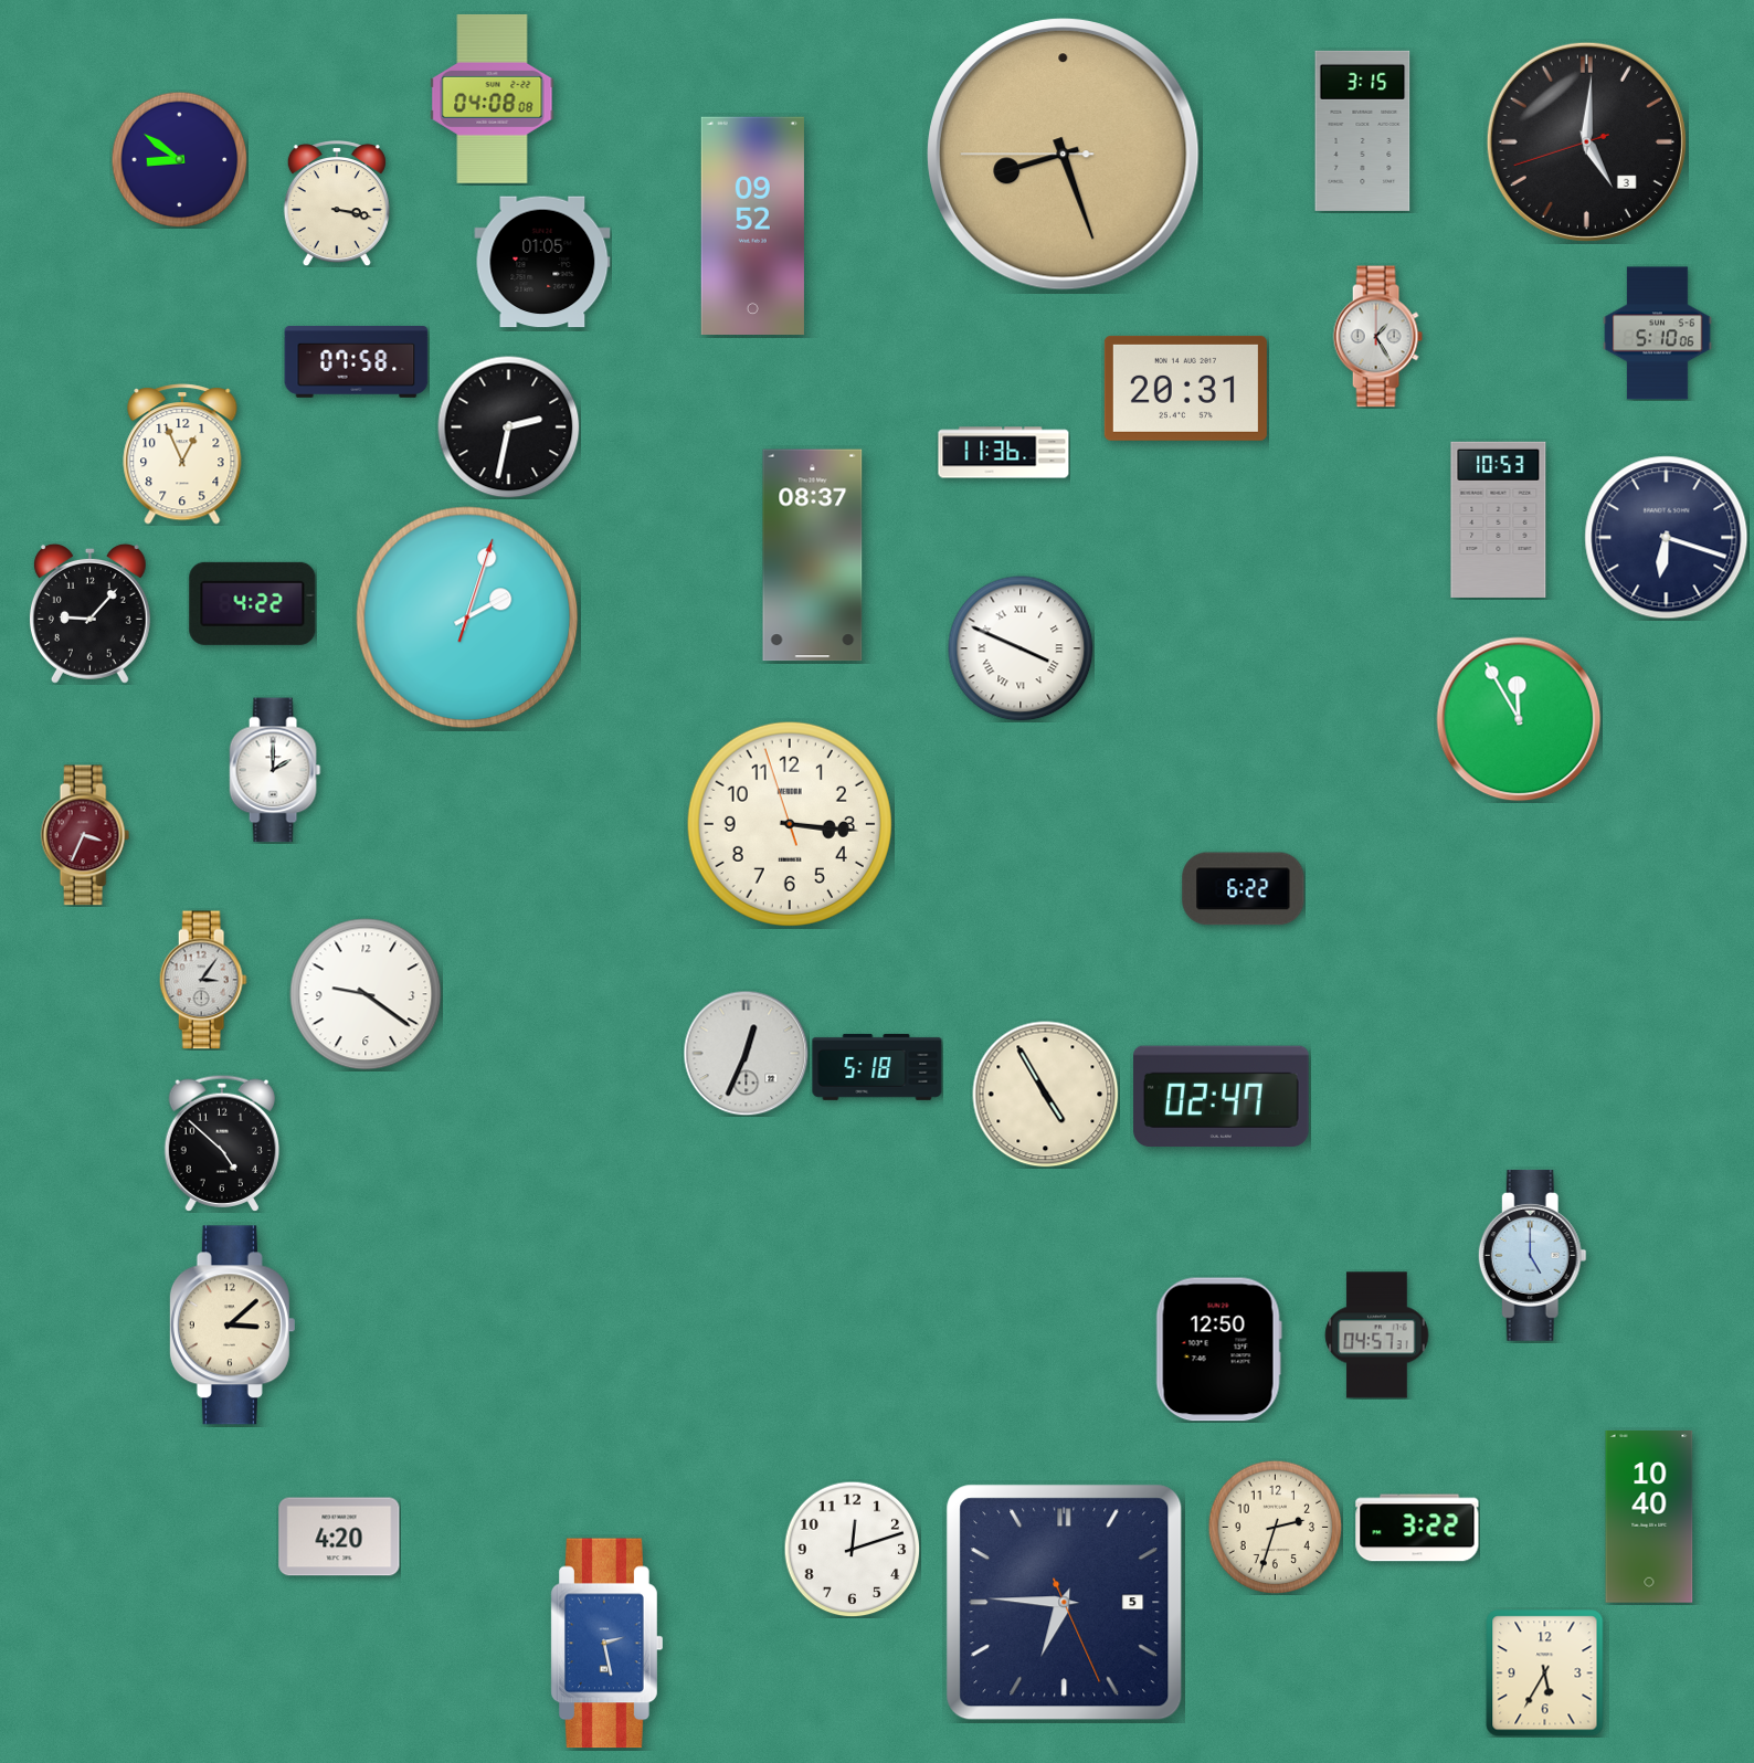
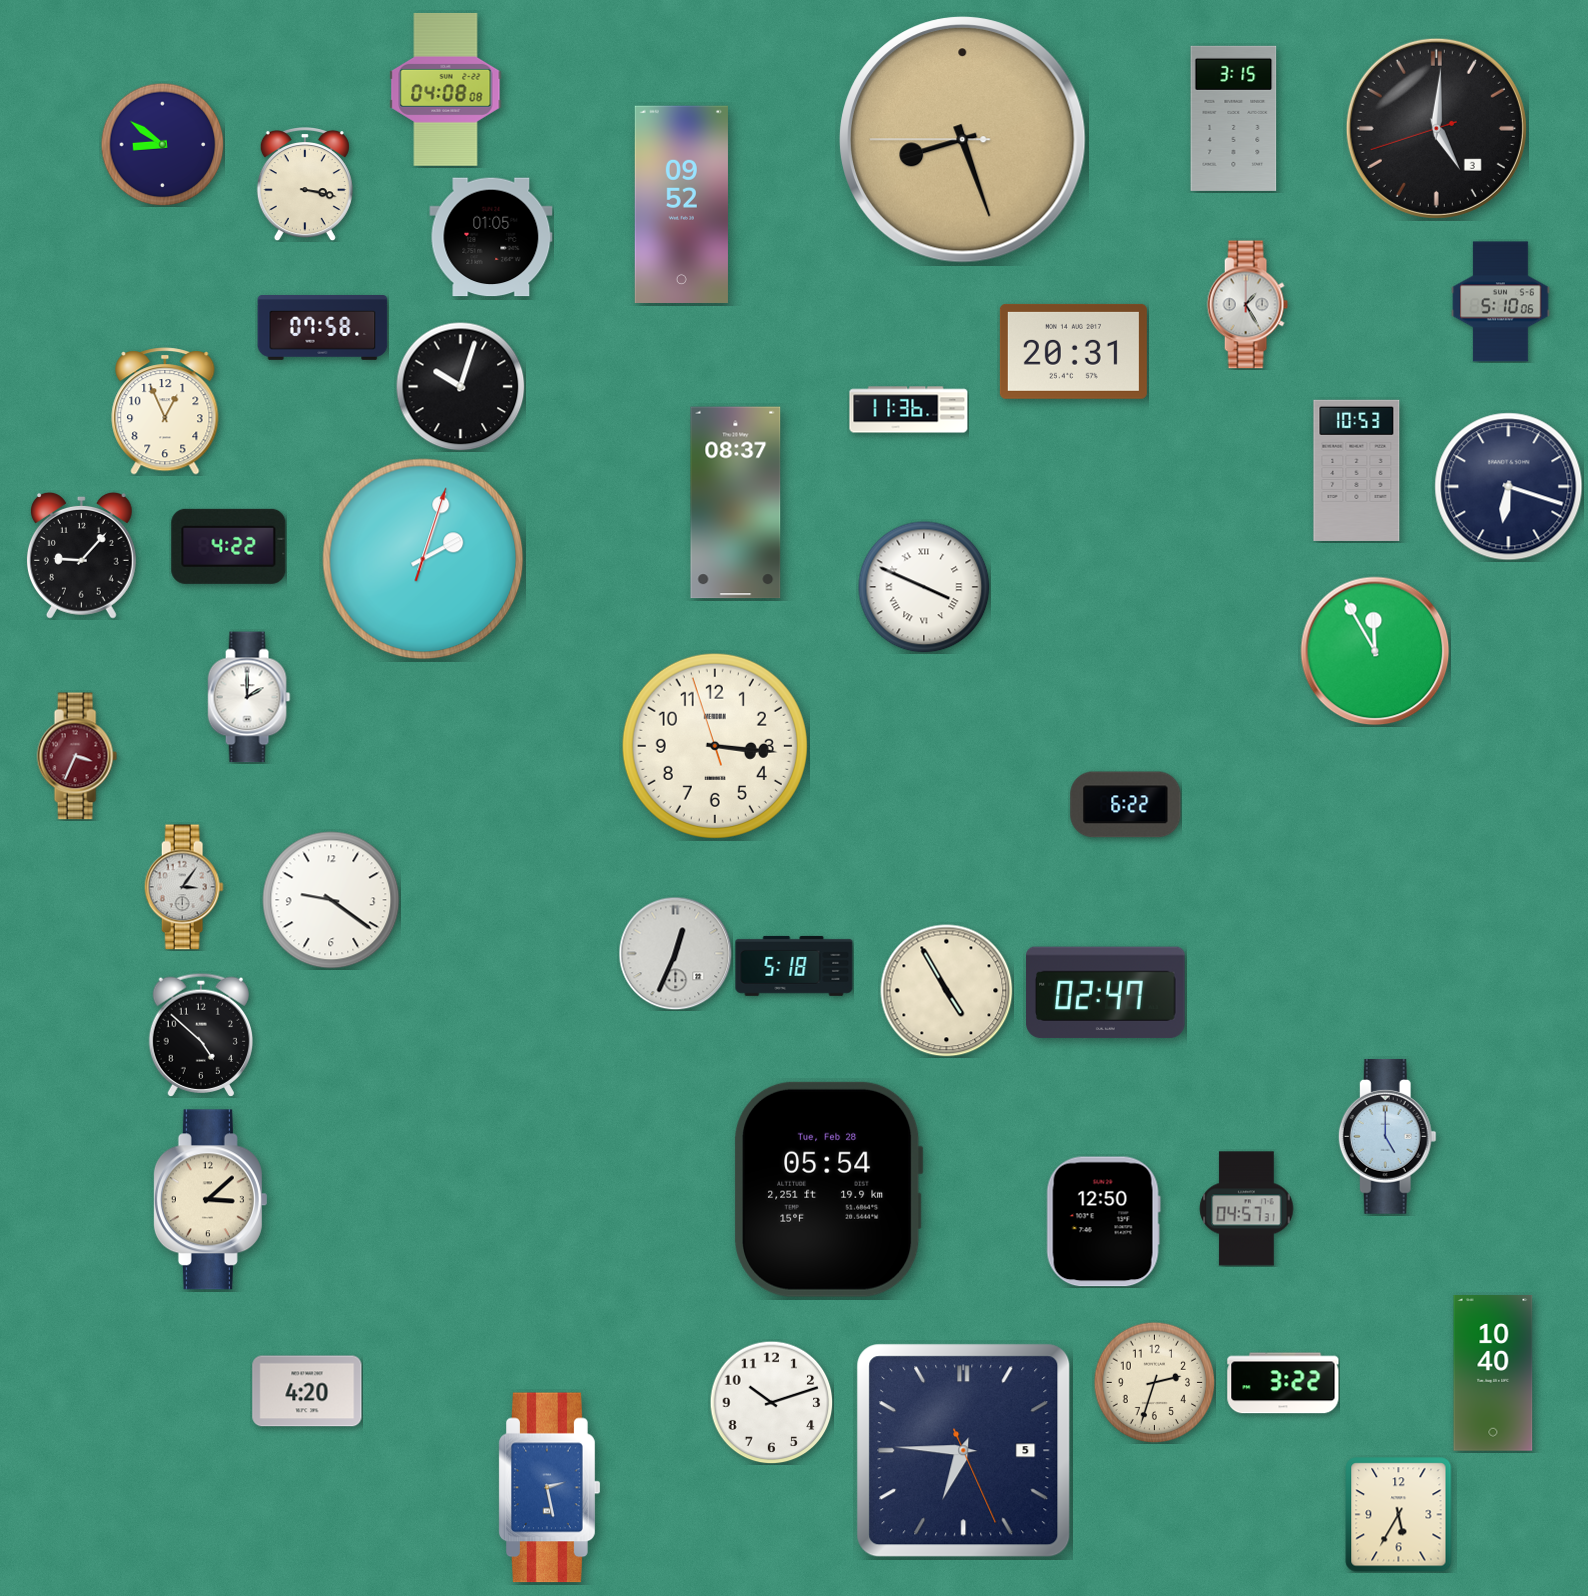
clock at (508, 426): 2:32 -> 10:03
clock at (829, 1189): none -> 05:54
clock at (852, 1549): 12:12 -> 10:12
